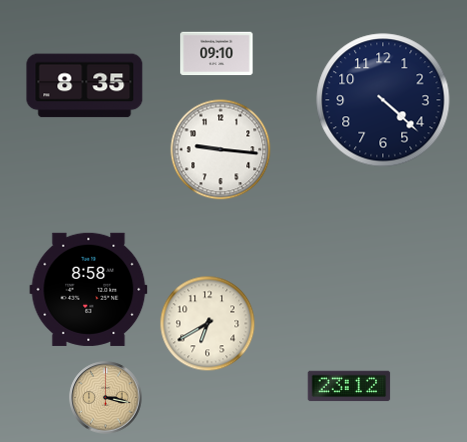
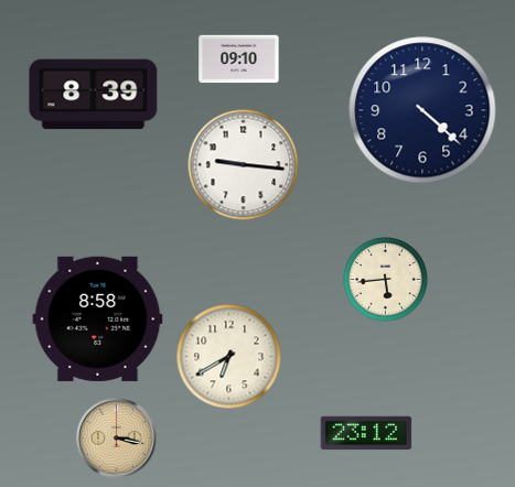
clock at (85, 86): 8:35 -> 8:39
clock at (386, 280): none -> 5:44
clock at (349, 386) position: (349, 386) -> (366, 433)
